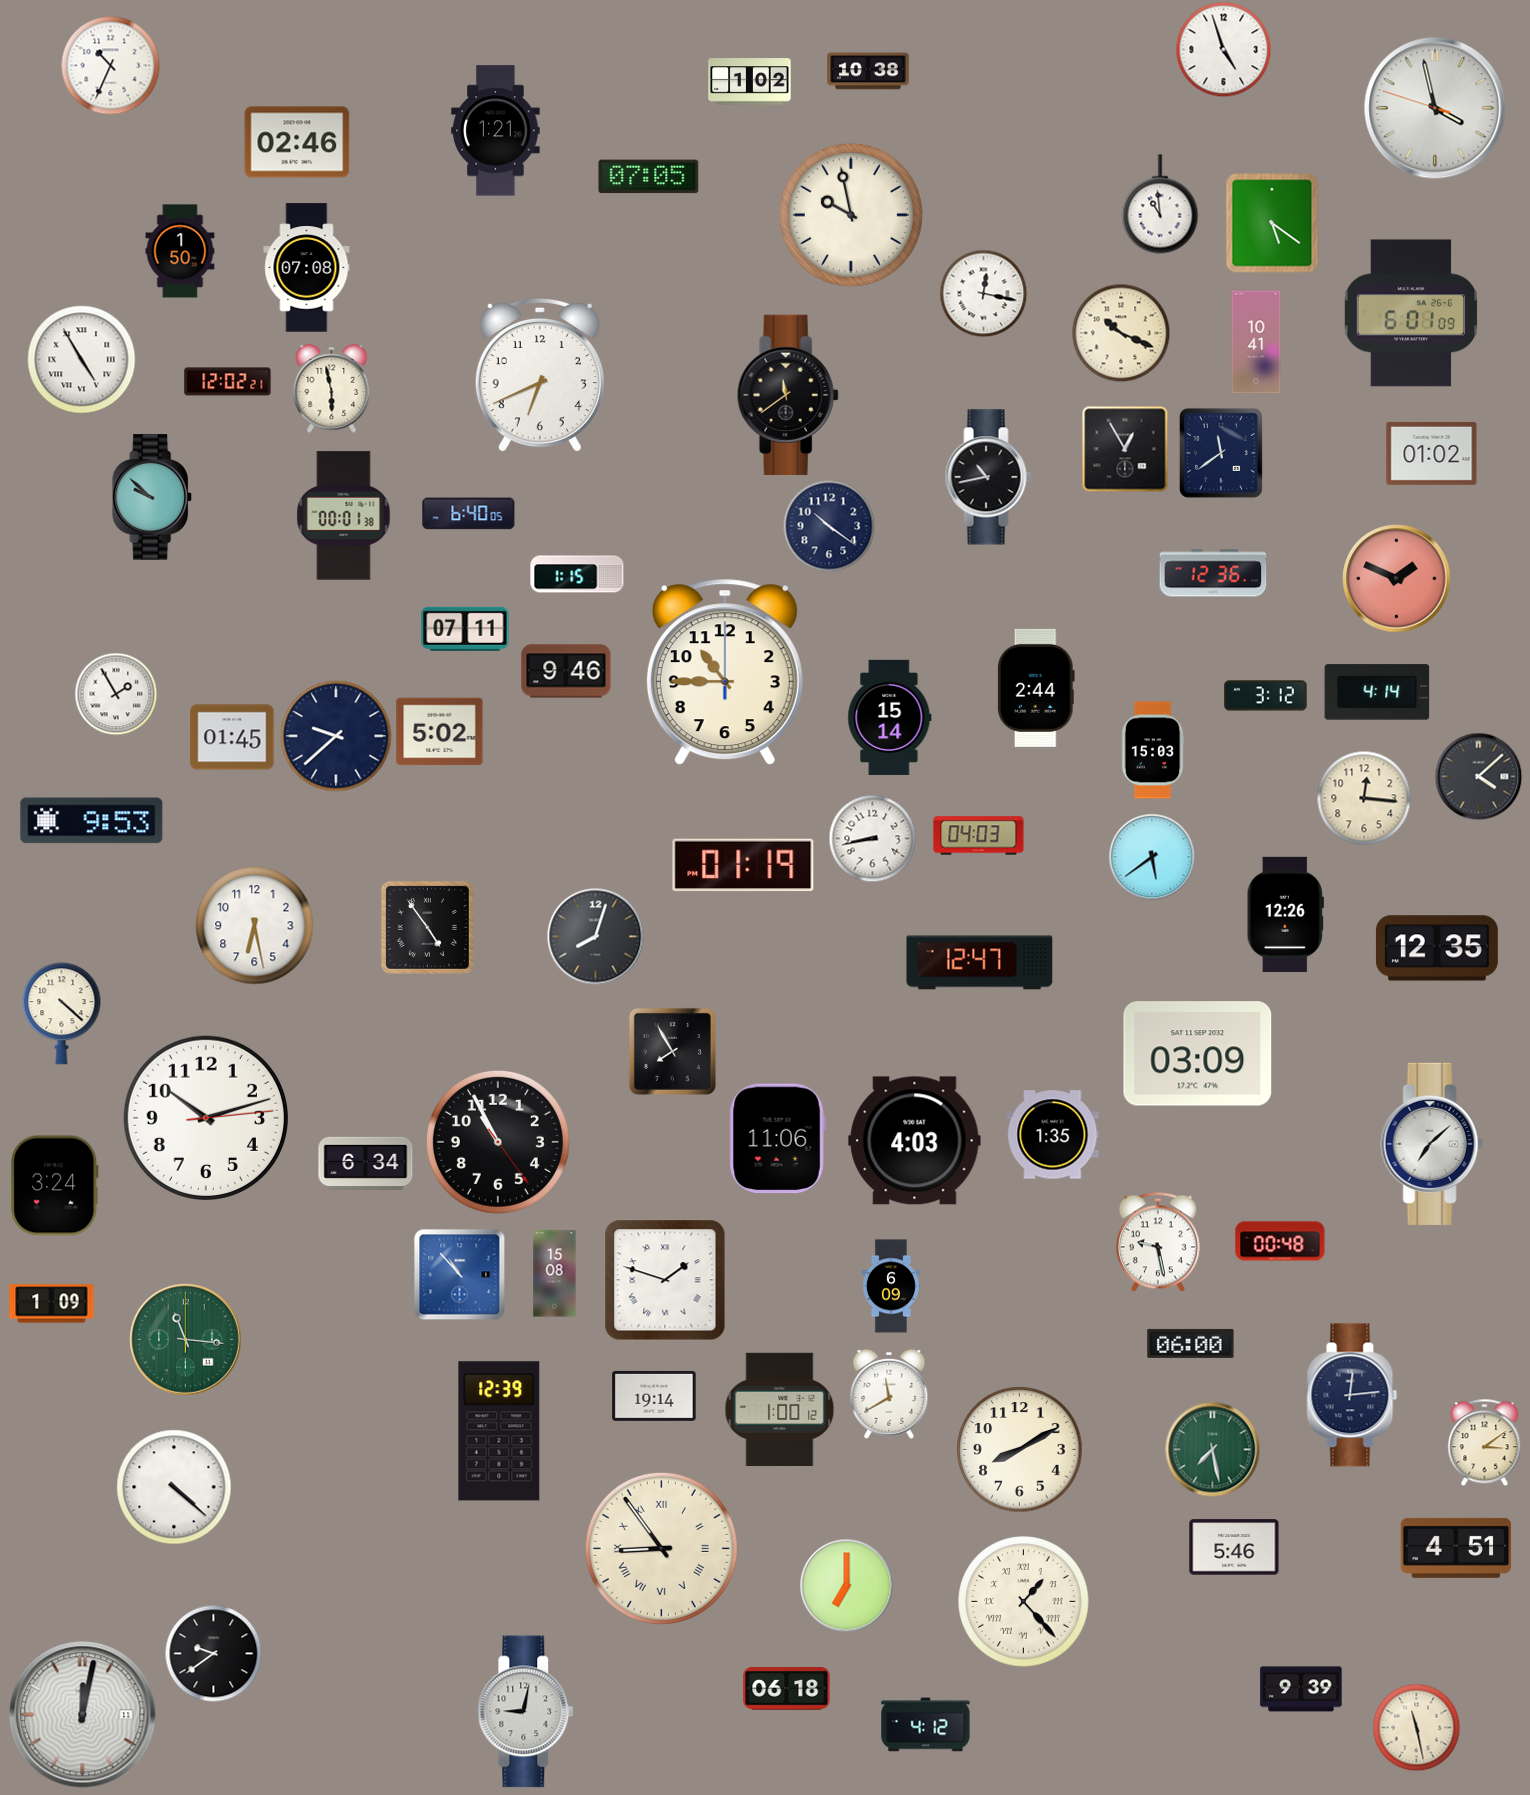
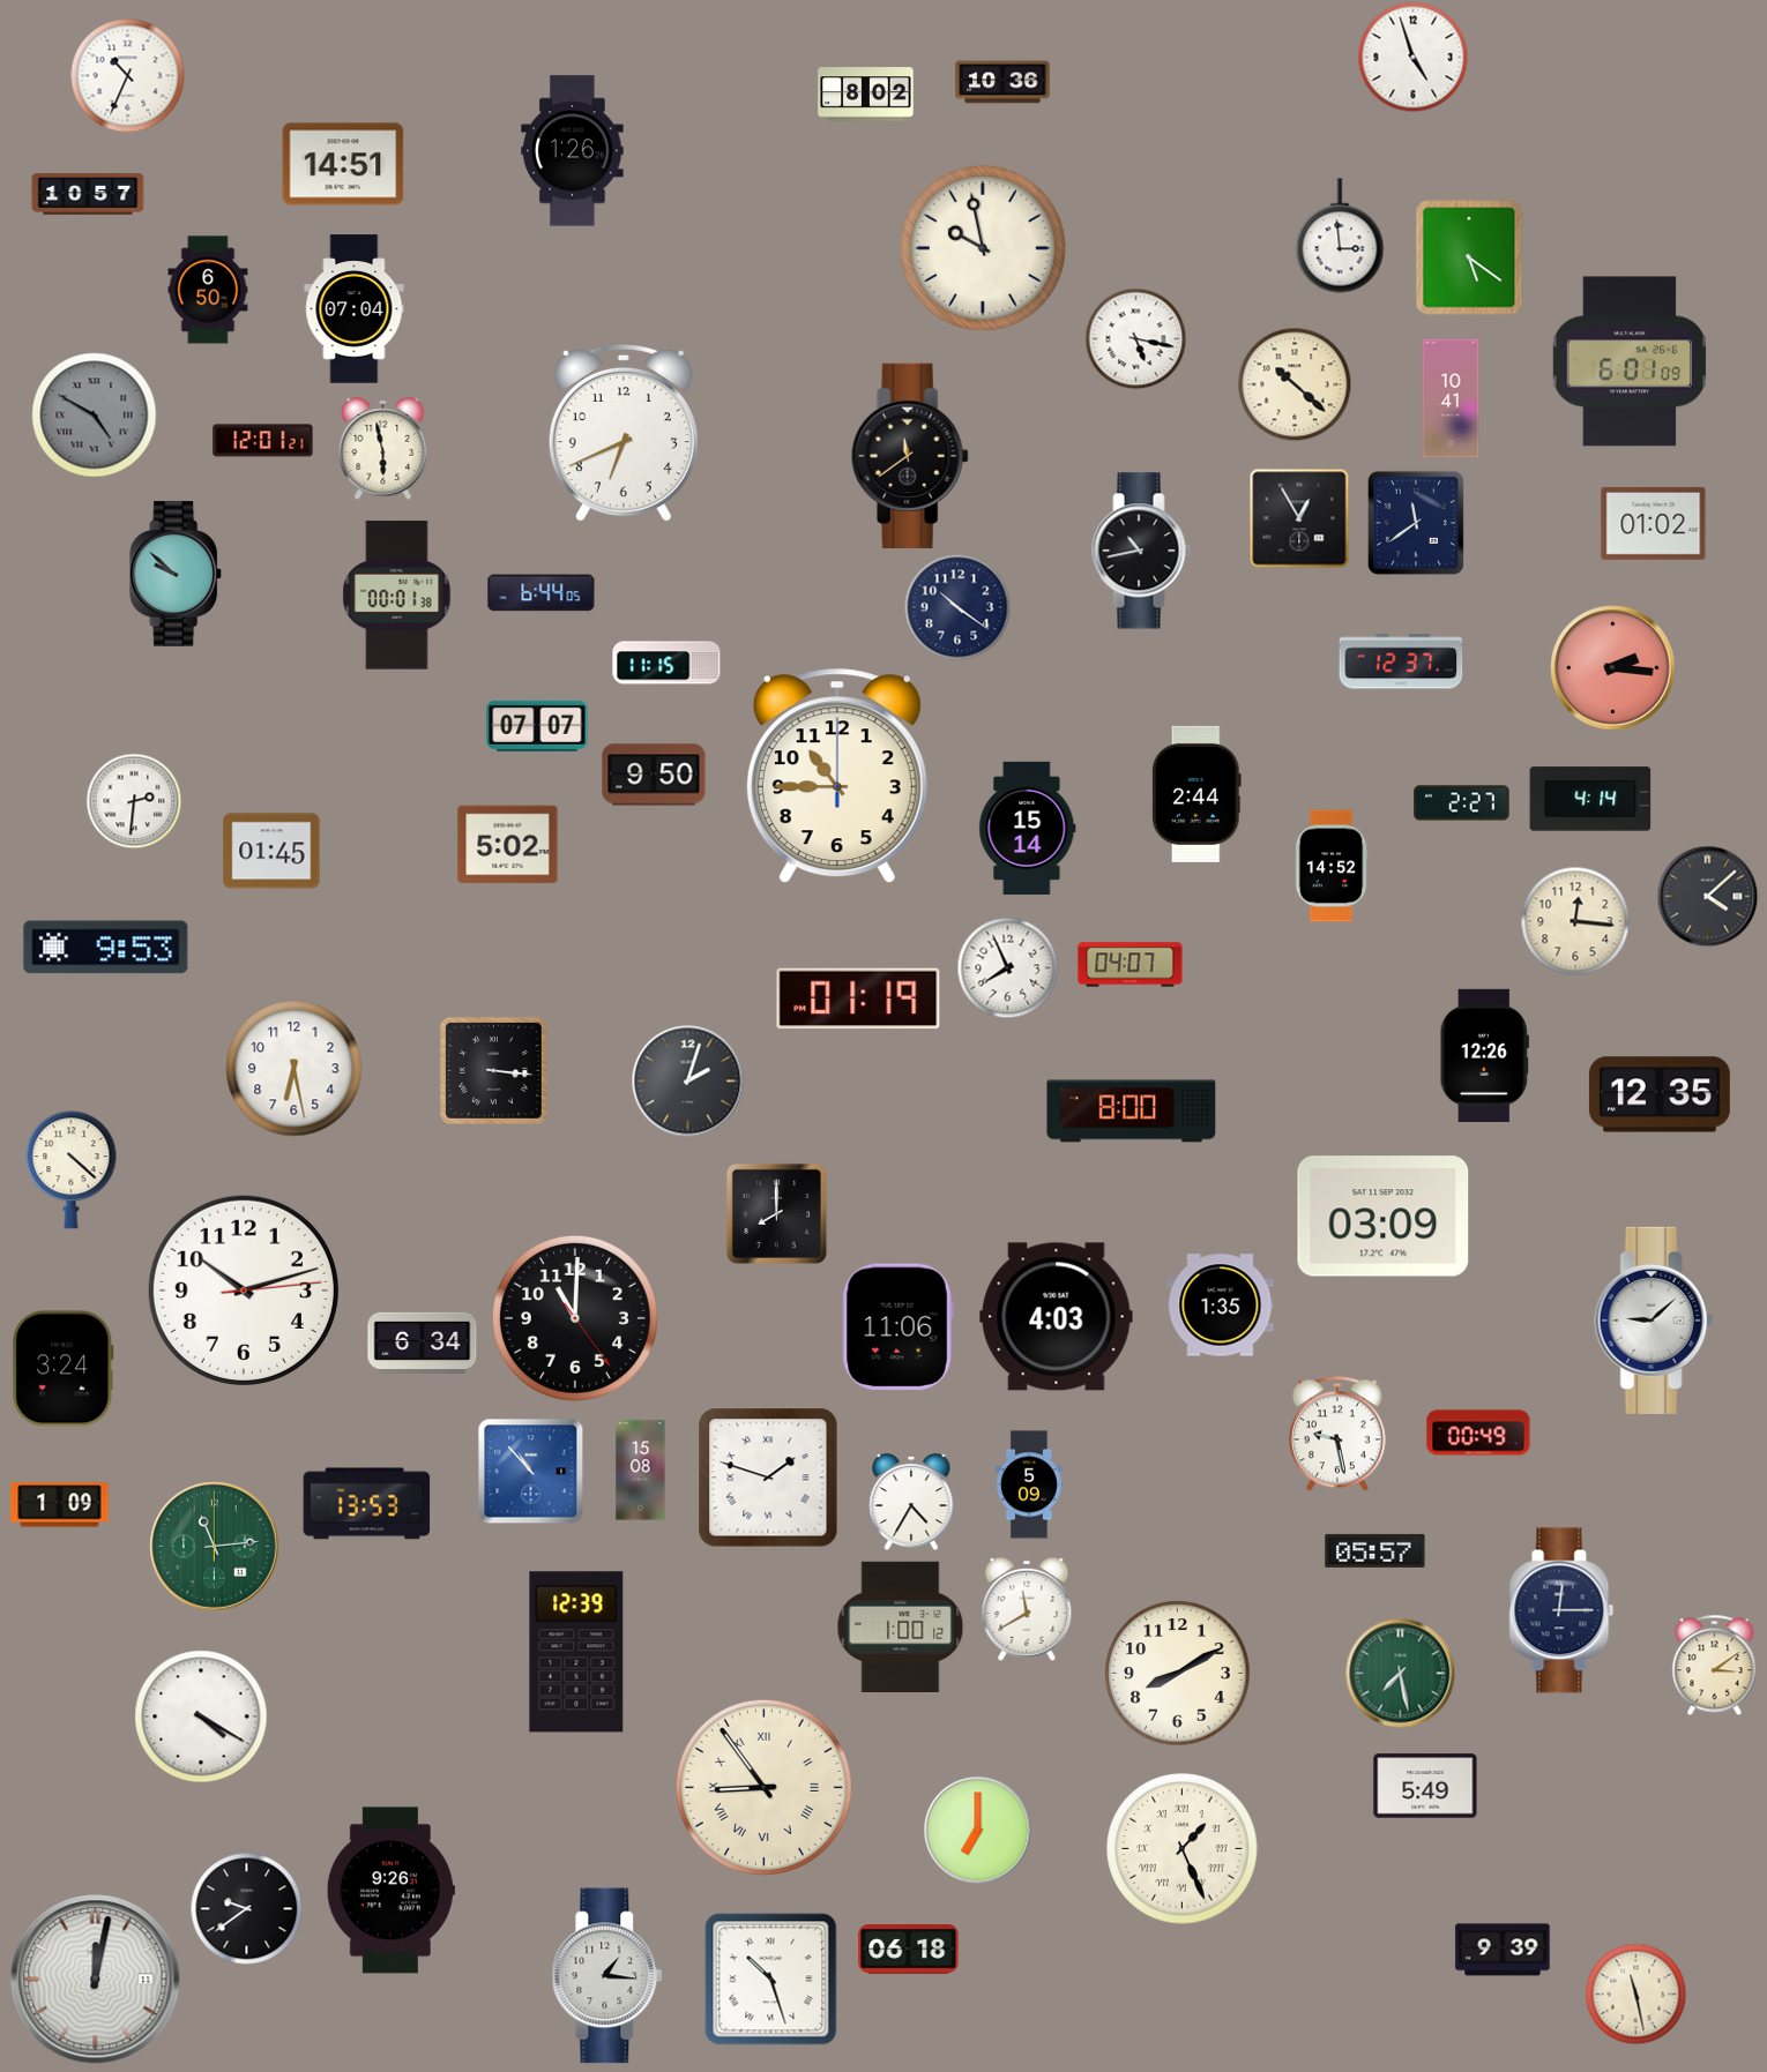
clock at (868, 71): 10:38 -> 10:36
clock at (750, 82): 1:02 -> 8:02
clock at (1435, 108): 3:57 -> none
clock at (496, 131): 1:21 -> 1:26
clock at (297, 142): 02:46 -> 14:51
clock at (88, 195): none -> 10:57
clock at (649, 177): 07:05 -> none
clock at (1160, 204): 10:59 -> 2:59
clock at (180, 251): 1:50 -> 6:50
clock at (307, 268): 07:08 -> 07:04
clock at (983, 293): 12:17 -> 5:17
clock at (1121, 333): 10:19 -> 10:22
clock at (1256, 342) position: (1256, 342) -> (1451, 398)
clock at (82, 360): 4:55 -> 4:50
clock at (82, 360) dial: white -> grey
clock at (228, 382): 12:02 -> 12:01
clock at (1221, 453) position: (1221, 453) -> (1416, 523)
clock at (469, 514): 6:40 -> 6:44
clock at (1213, 573): 12:36 -> 12:37
clock at (577, 574): 1:15 -> 11:15
clock at (1397, 579): 1:49 -> 2:16
clock at (465, 629): 07:11 -> 07:07
clock at (566, 671): 9:46 -> 9:50
clock at (116, 694): 1:55 -> 2:31
clock at (1266, 696): 3:12 -> 2:27
clock at (336, 736): 9:38 -> none
clock at (232, 737) position: (232, 737) -> (271, 851)
clock at (1153, 750): 15:03 -> 14:52
clock at (979, 836): 04:03 -> 04:07
clock at (872, 838): 8:43 -> 7:56
clock at (1152, 857): 5:39 -> none
clock at (427, 927): 4:54 -> 3:16
clock at (596, 937): 8:03 -> 2:03
clock at (980, 963): 12:47 -> 8:00
clock at (672, 1051): 7:55 -> 8:00
clock at (206, 1118) position: (206, 1118) -> (244, 1291)
clock at (1053, 1135) position: (1053, 1135) -> (1221, 1306)
clock at (777, 1139) position: (777, 1139) -> (897, 1327)
clock at (498, 1142): 10:55 -> 11:00
clock at (1432, 1144): 7:08 -> 9:08
clock at (1280, 1241): 00:48 -> 00:49
clock at (891, 1286): 6:09 -> 5:09
clock at (911, 1502): none -> 4:35
clock at (367, 1504): none -> 13:53
clock at (186, 1340): 11:16 -> 11:14
clock at (1191, 1343): 06:00 -> 05:57
clock at (1352, 1395): 12:14 -> 12:15
clock at (654, 1396): 19:14 -> none
clock at (174, 1487): 4:22 -> 4:20
clock at (1234, 1547): 5:46 -> 5:49
clock at (1456, 1548): 4:51 -> none
clock at (1024, 1602): 1:23 -> 1:26
clock at (390, 1891): none -> 9:26
clock at (526, 1712): 9:02 -> 1:16
clock at (771, 1980): none -> 10:27
clock at (926, 1725): 4:12 -> none
